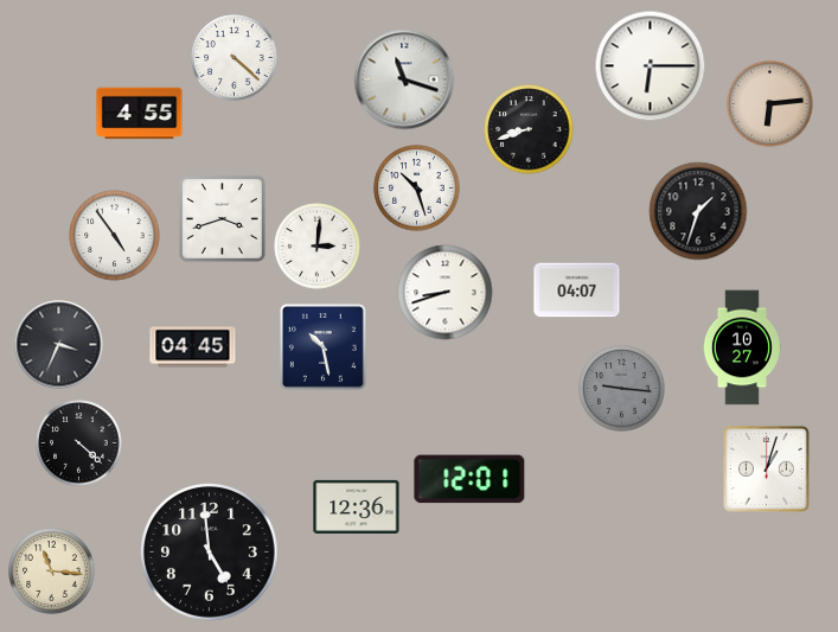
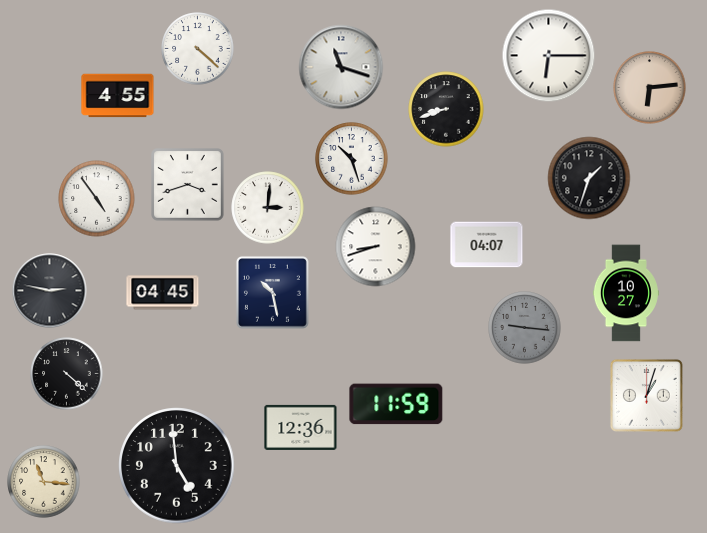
clock at (59, 345): 3:34 -> 2:47
clock at (469, 479): 12:01 -> 11:59
